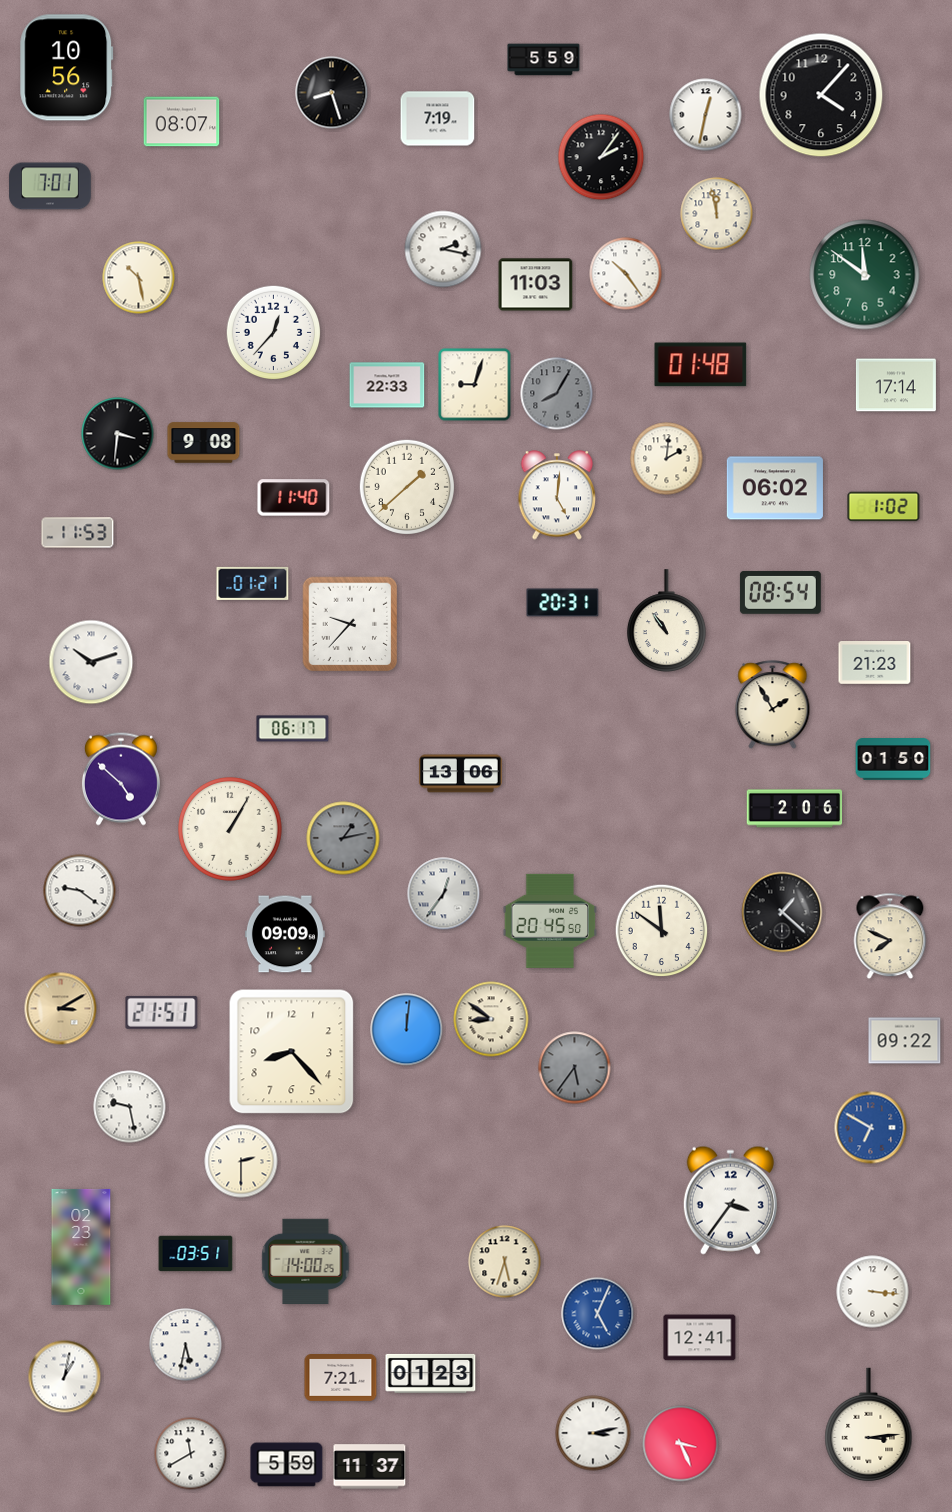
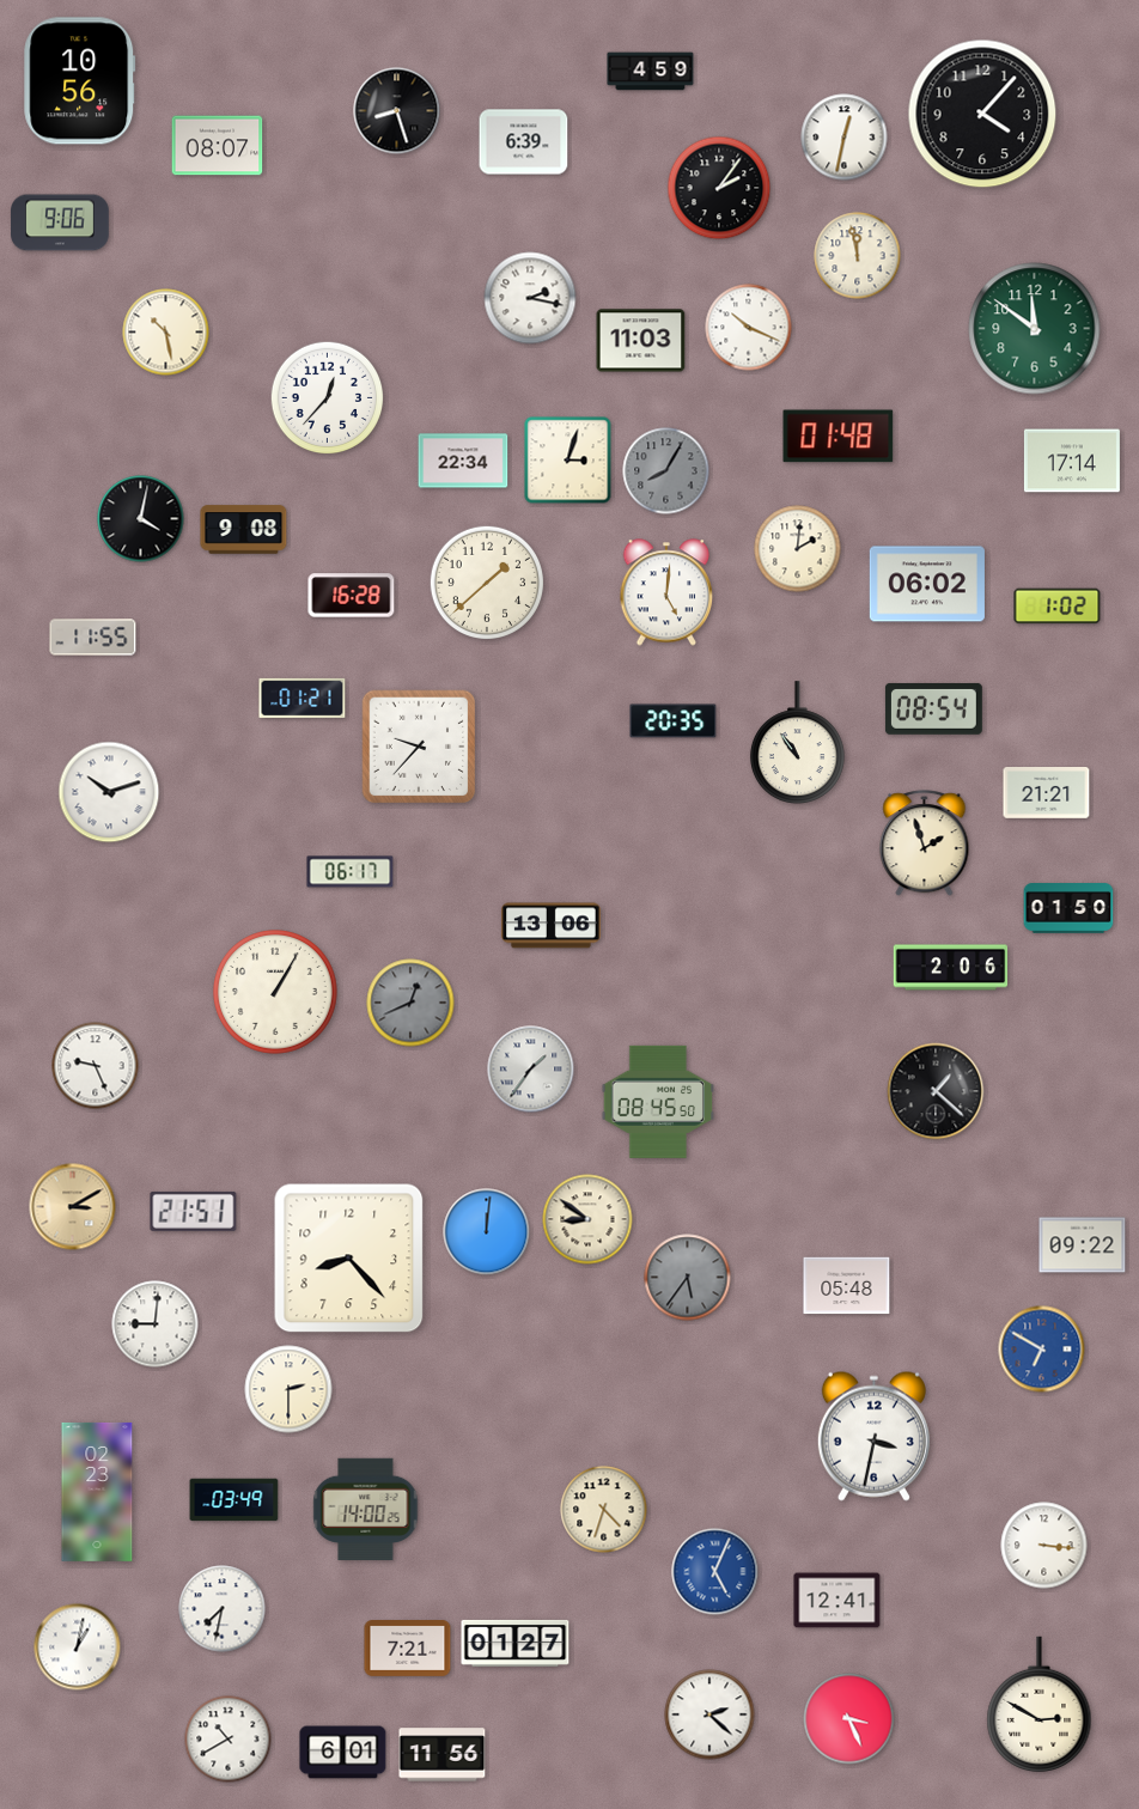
clock at (544, 60): 5:59 -> 4:59
clock at (438, 119): 7:19 -> 6:39
clock at (50, 186): 7:01 -> 9:06
clock at (626, 274): 10:24 -> 10:19
clock at (387, 385): 22:33 -> 22:34
clock at (475, 385): 9:03 -> 3:03
clock at (118, 434): 3:31 -> 4:02
clock at (294, 498): 11:40 -> 16:28
clock at (78, 533): 11:53 -> 11:55
clock at (563, 603): 20:31 -> 20:35
clock at (875, 663): 21:23 -> 21:21
clock at (773, 705): 1:55 -> 1:57
clock at (121, 779): 4:52 -> none
clock at (343, 838): 1:13 -> 12:41
clock at (80, 891): 9:21 -> 9:26
clock at (444, 894): 12:36 -> 1:36
clock at (550, 921): 20:45 -> 08:45
clock at (662, 931): 11:51 -> none
clock at (285, 934): 09:09 -> none
clock at (890, 936): 7:49 -> none
clock at (847, 1286): none -> 05:48
clock at (130, 1107): 9:28 -> 9:01
clock at (730, 1200): 3:36 -> 3:32
clock at (196, 1254): 03:51 -> 03:49
clock at (505, 1262): 5:33 -> 4:33
clock at (186, 1345): 5:32 -> 7:32
clock at (431, 1373): 01:23 -> 01:27
clock at (869, 1425): 3:14 -> 2:50
clock at (593, 1433): 3:13 -> 2:22
clock at (681, 1444) position: (681, 1444) -> (849, 1719)
clock at (191, 1454): 11:40 -> 10:40
clock at (287, 1465): 5:59 -> 6:01
clock at (370, 1467): 11:37 -> 11:56
